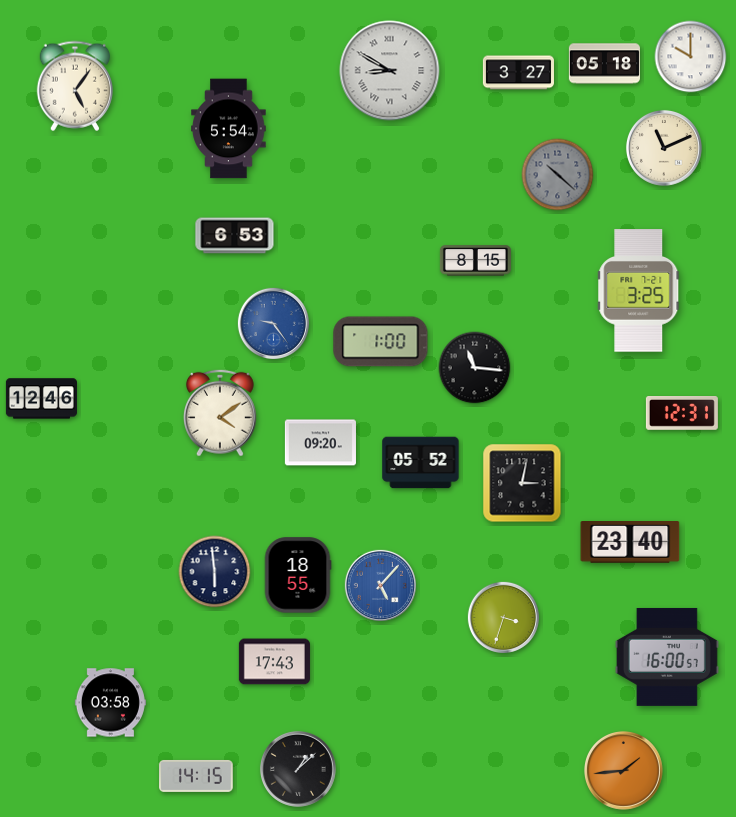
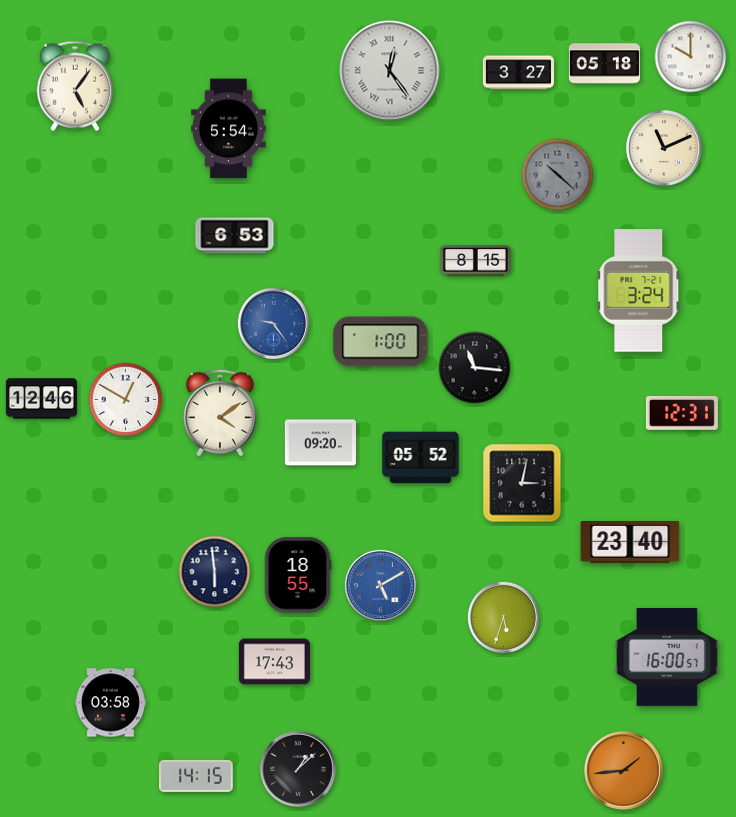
clock at (390, 71): 8:50 -> 12:24
clock at (639, 291): 3:25 -> 3:24
clock at (126, 400): none -> 12:50
clock at (421, 463) position: (421, 463) -> (421, 458)
clock at (380, 585): 5:07 -> 5:10
clock at (503, 617): 3:33 -> 5:33
